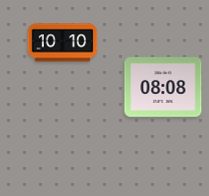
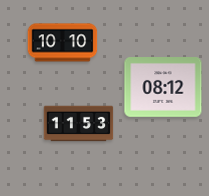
clock at (163, 88): 08:08 -> 08:12
clock at (79, 124): none -> 11:53
